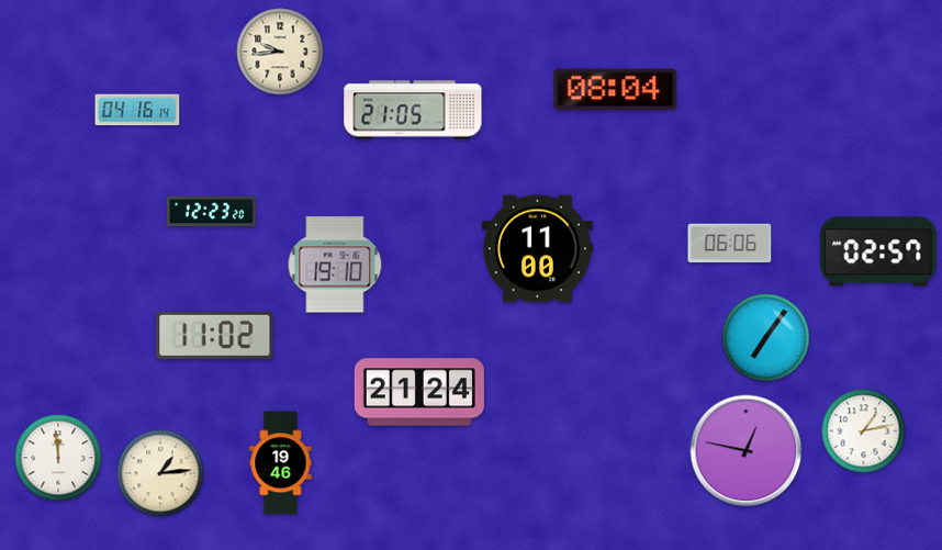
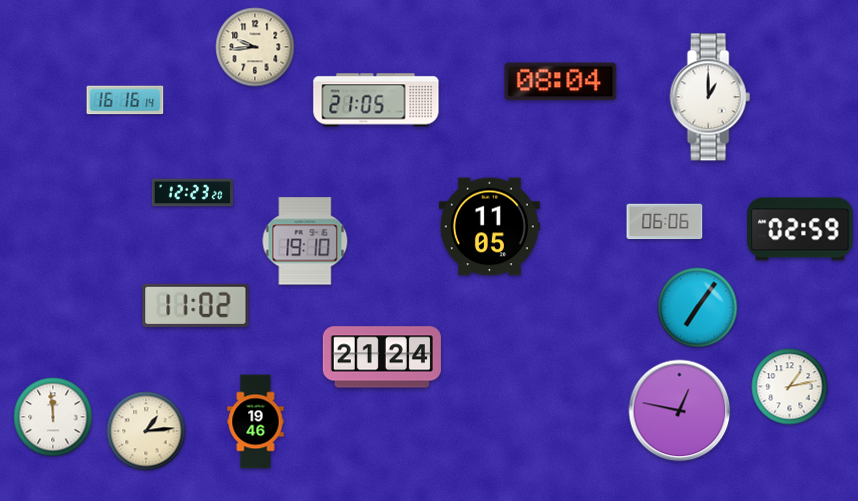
clock at (710, 97): none -> 1:00
clock at (137, 110): 04:16 -> 16:16
clock at (537, 249): 11:00 -> 11:05
clock at (878, 251): 02:57 -> 02:59
clock at (864, 431) position: (864, 431) -> (790, 387)
